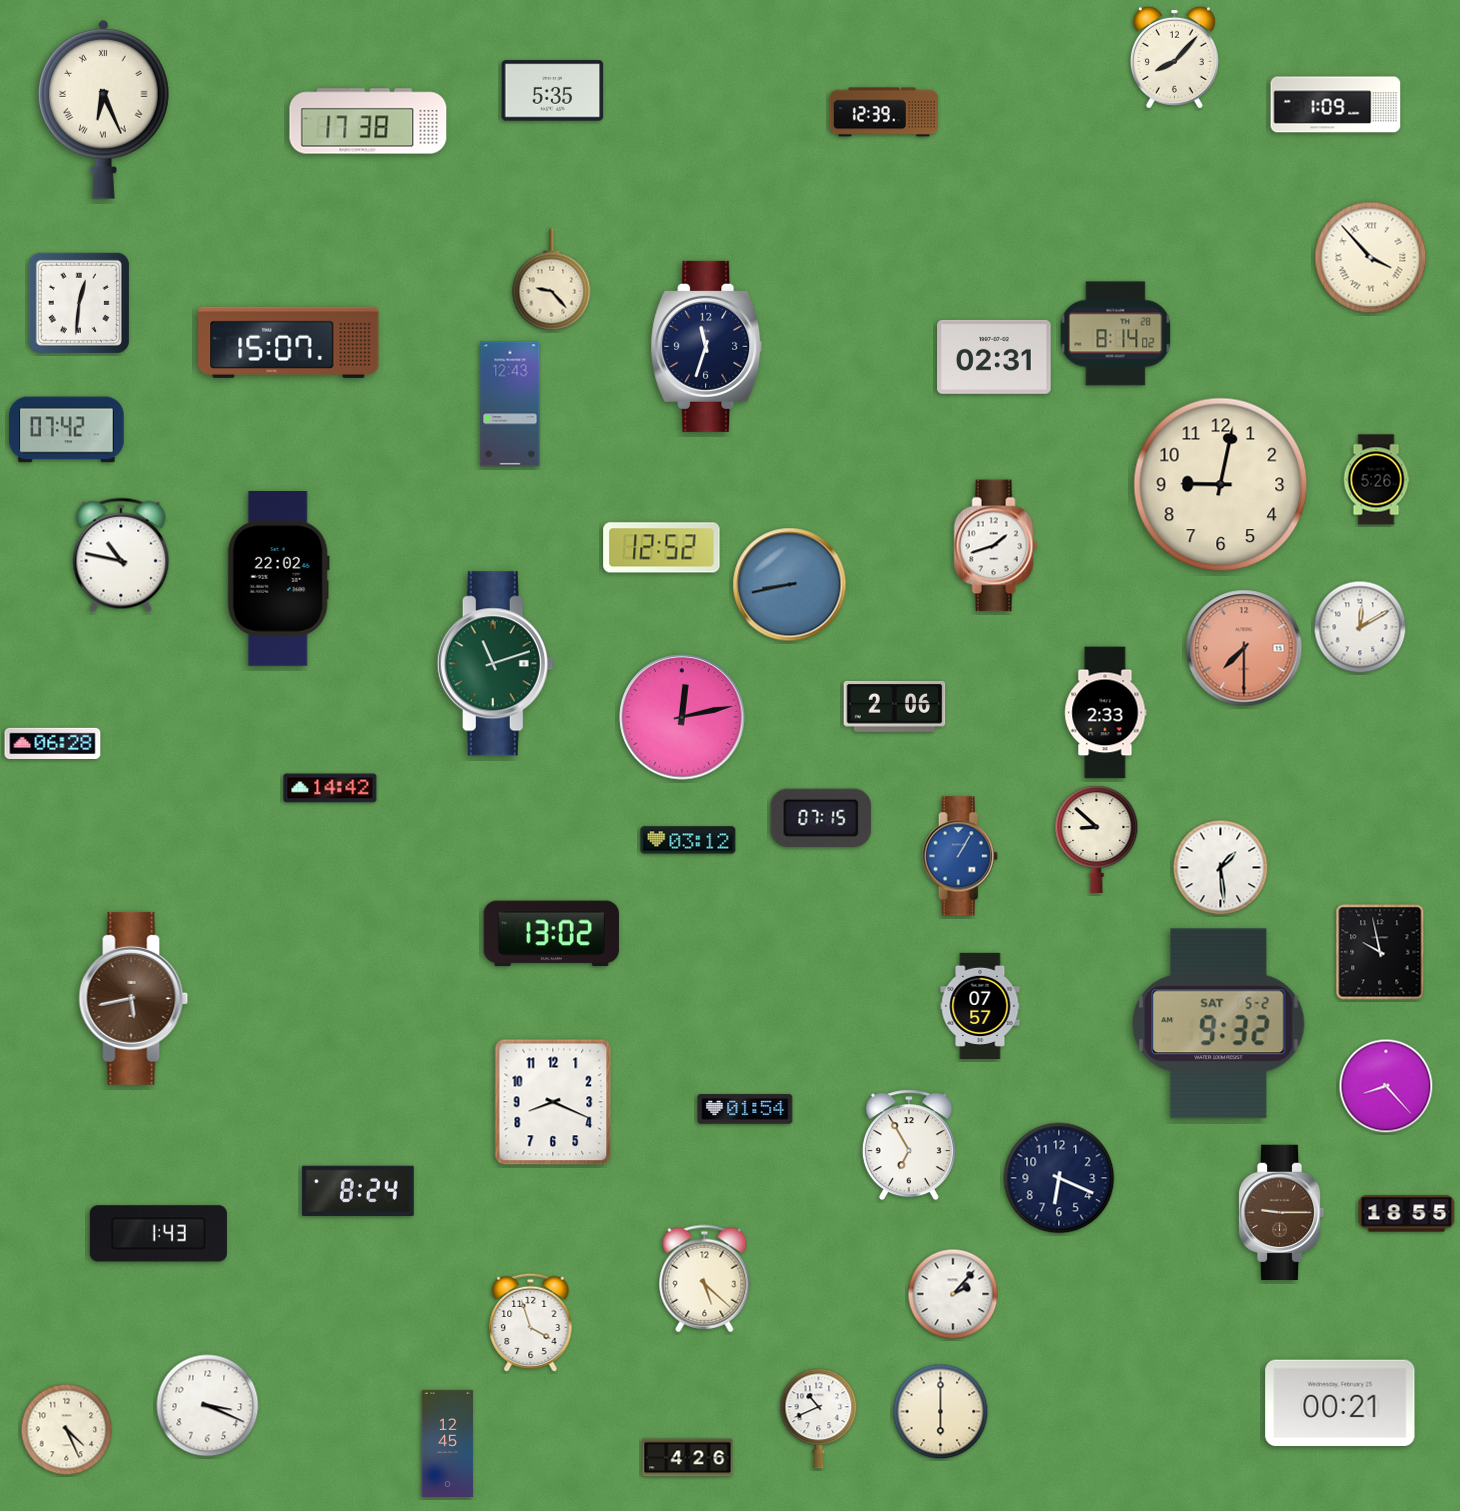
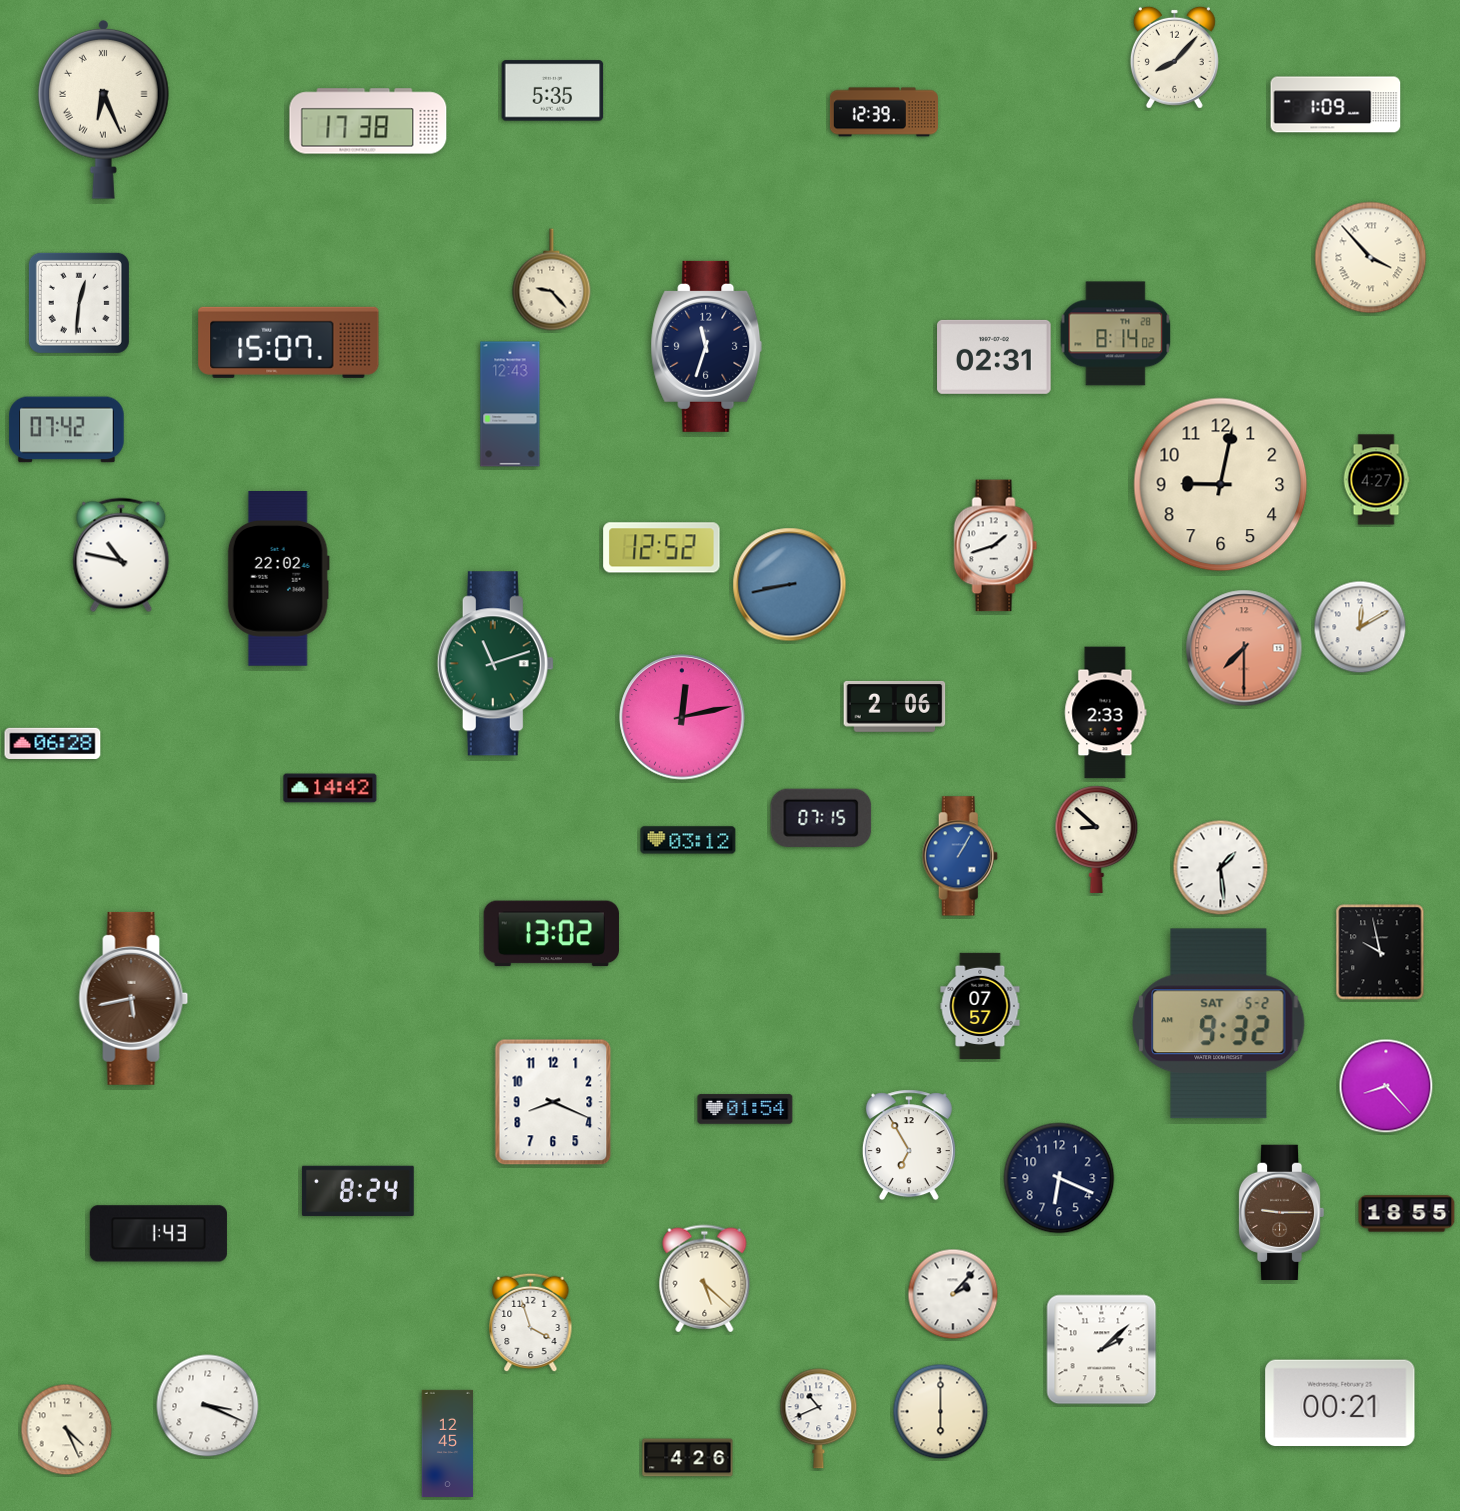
clock at (1376, 480): 5:26 -> 4:27
clock at (1102, 1350): none -> 2:08
